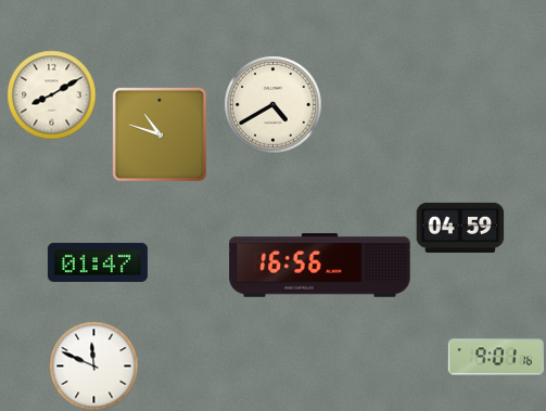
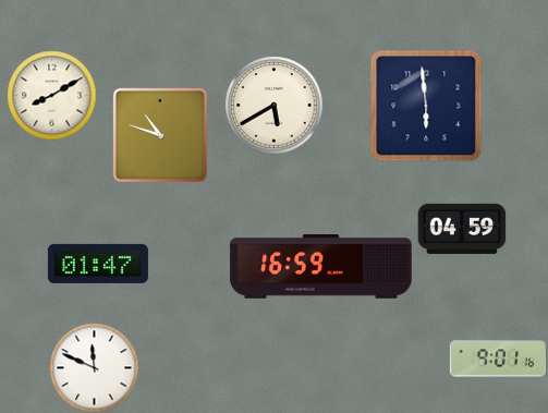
clock at (272, 104): 4:40 -> 5:40
clock at (426, 106): none -> 5:59
clock at (320, 266): 16:56 -> 16:59
